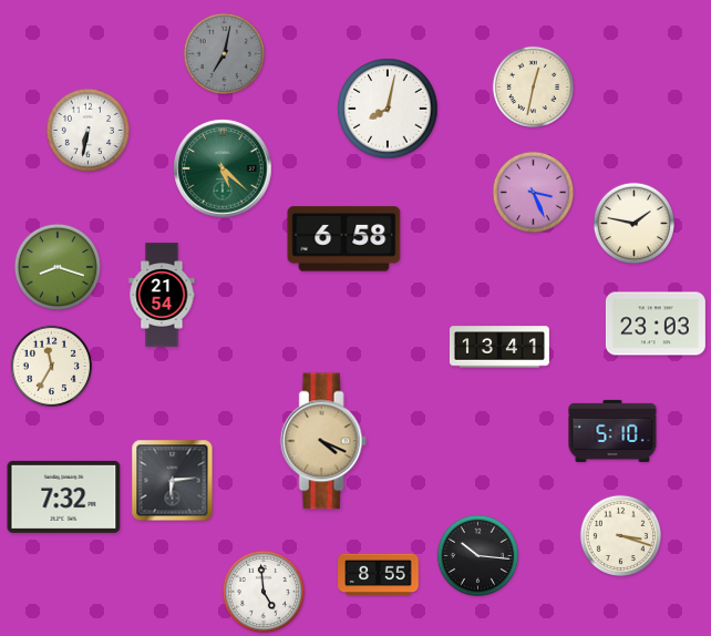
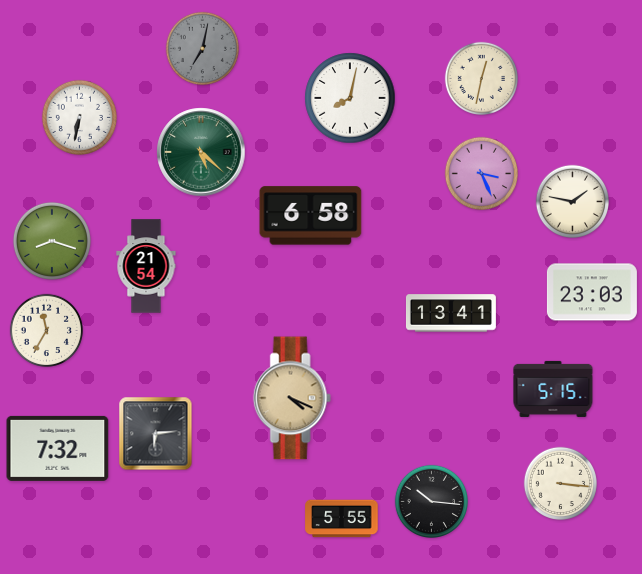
clock at (612, 431): 5:10 -> 5:15
clock at (621, 536): 3:18 -> 3:16
clock at (379, 575): 8:55 -> 5:55
clock at (262, 591): 4:59 -> none
